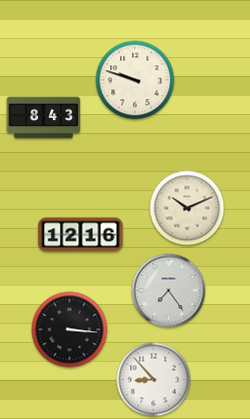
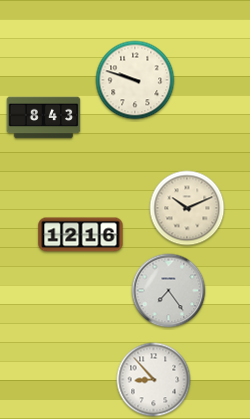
clock at (70, 330): 3:16 -> none
